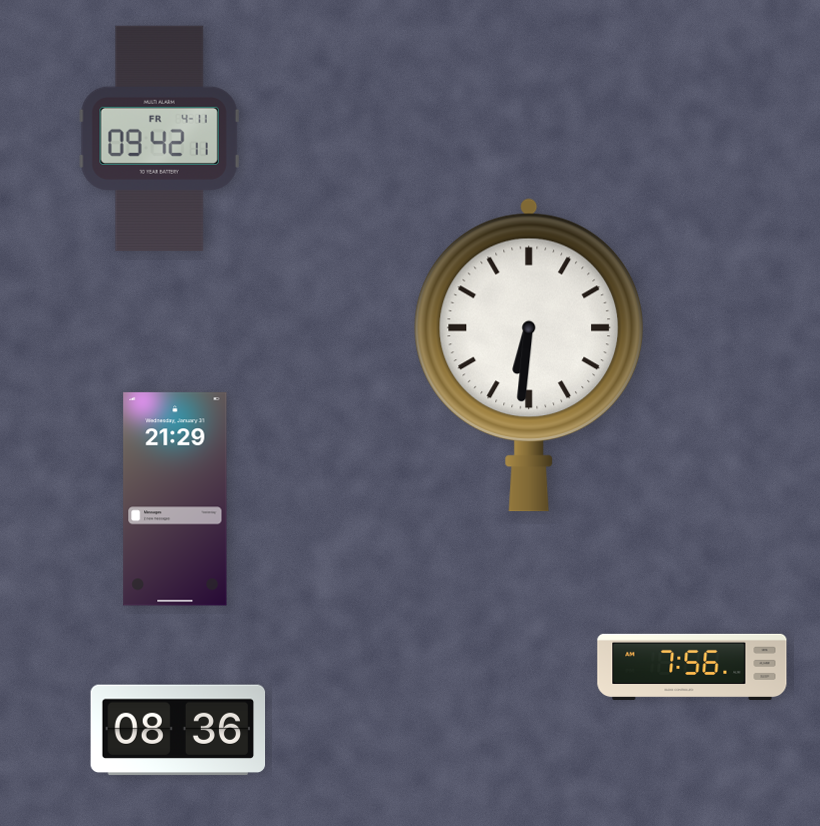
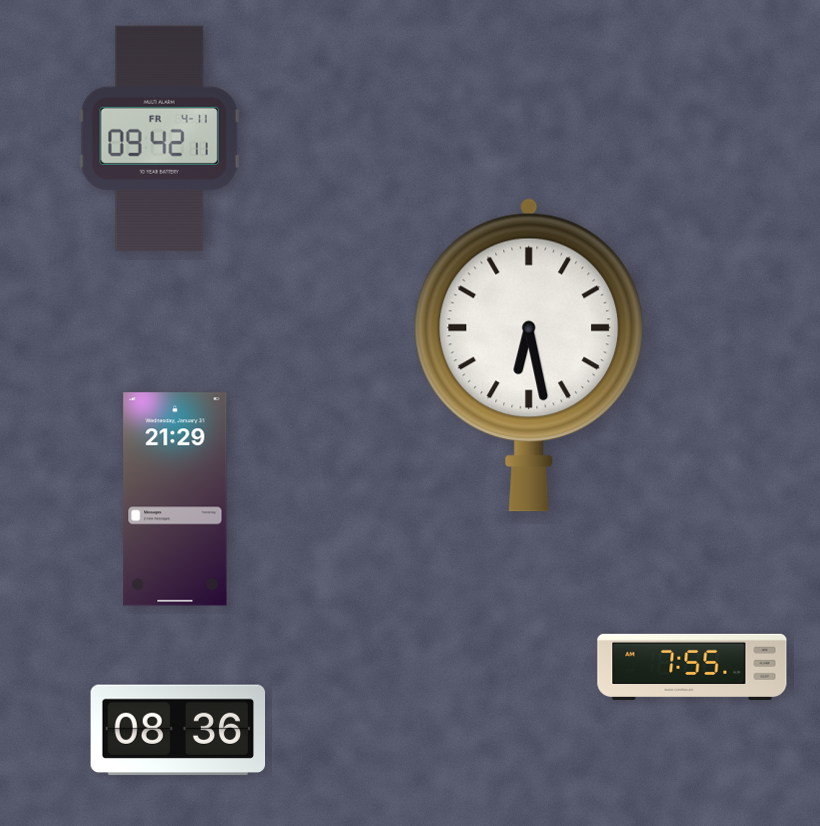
clock at (529, 355): 6:31 -> 6:28
clock at (692, 667): 7:56 -> 7:55
